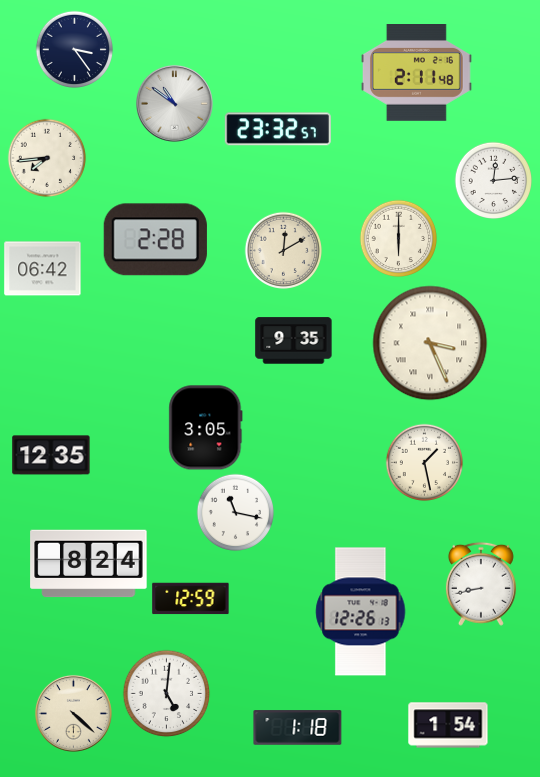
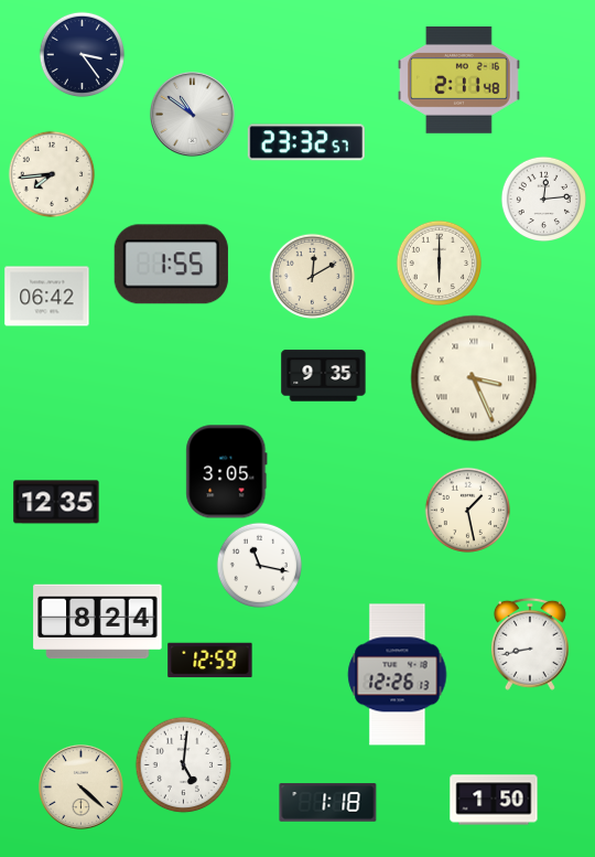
clock at (155, 240): 2:28 -> 1:55
clock at (448, 725): 1:54 -> 1:50
